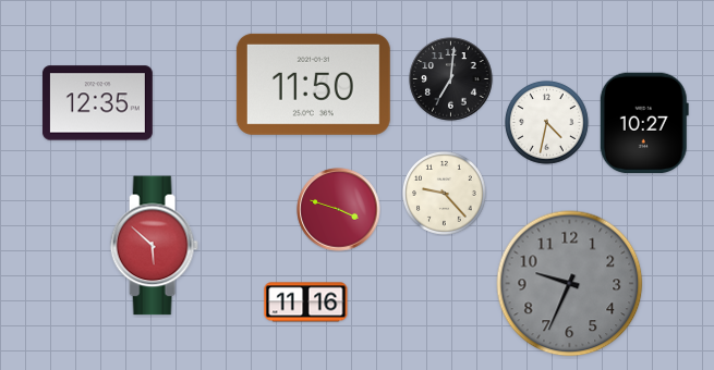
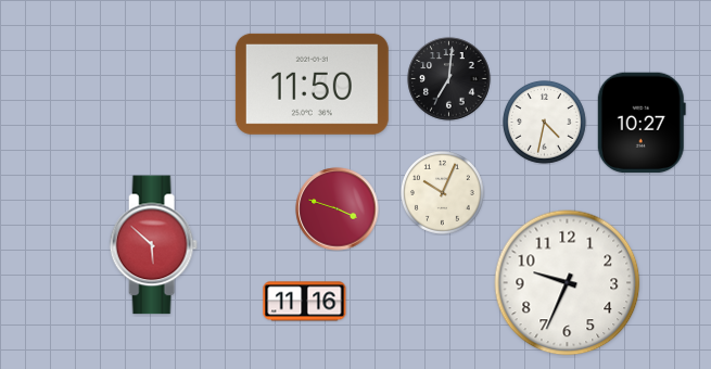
clock at (97, 103): 12:35 -> none
clock at (445, 194): 9:23 -> 10:04
clock at (570, 284) dial: grey -> white
